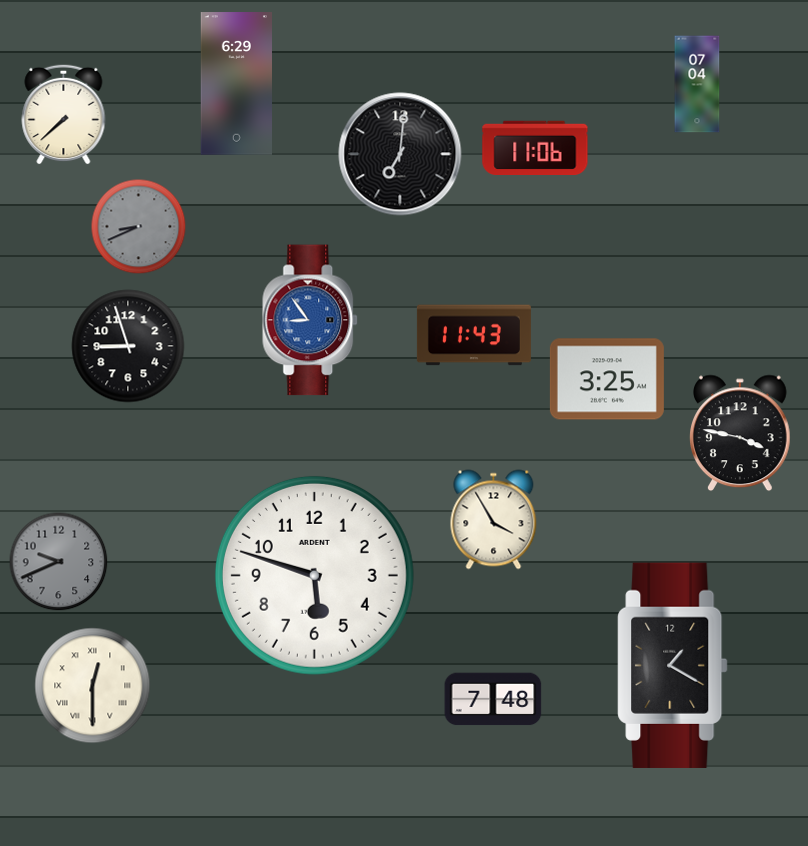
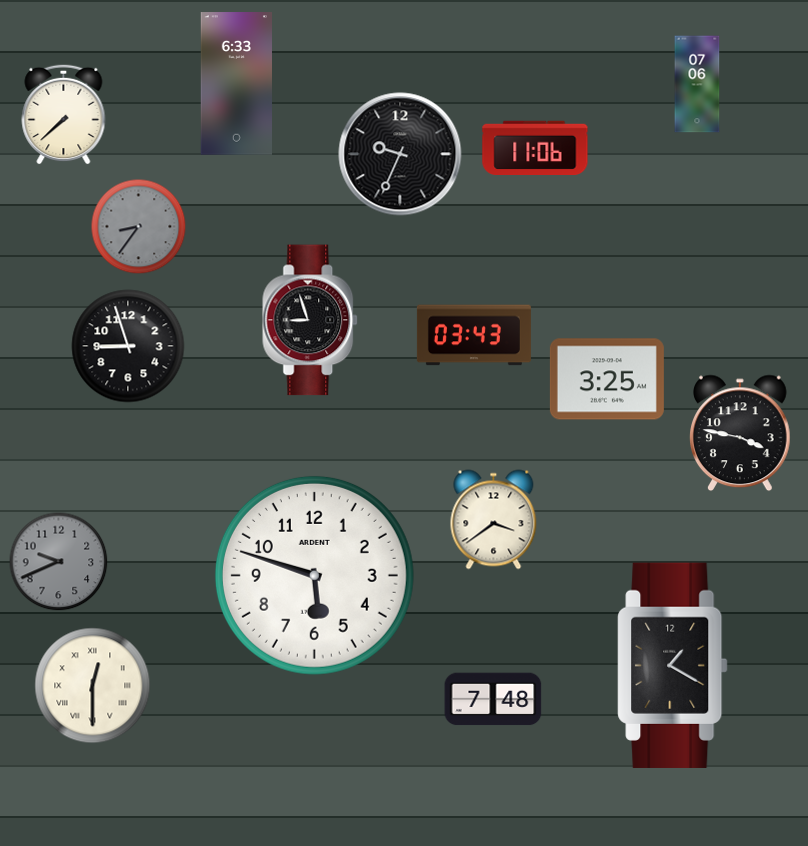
clock at (236, 84): 6:29 -> 6:33
clock at (697, 84): 07:04 -> 07:06
clock at (400, 154): 7:01 -> 9:34
clock at (139, 227): 8:41 -> 8:36
clock at (311, 320): 8:54 -> 8:57
clock at (311, 320) dial: blue -> black
clock at (474, 335): 11:43 -> 03:43
clock at (494, 520): 3:55 -> 3:39
